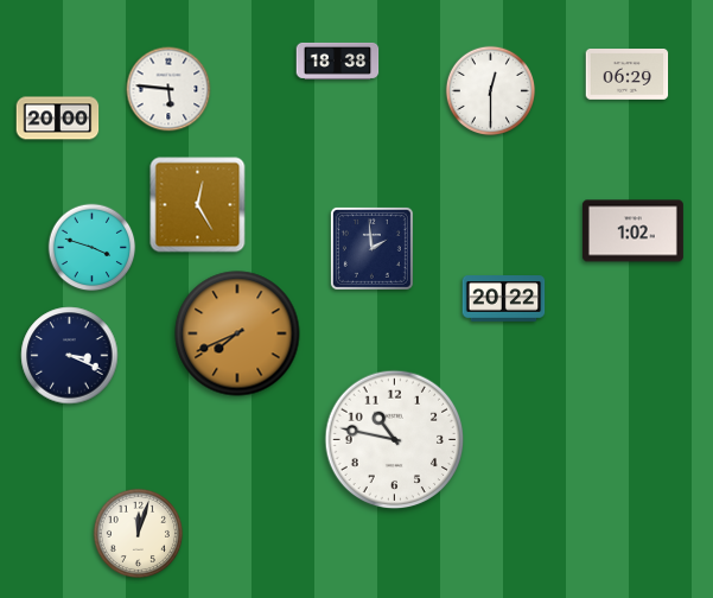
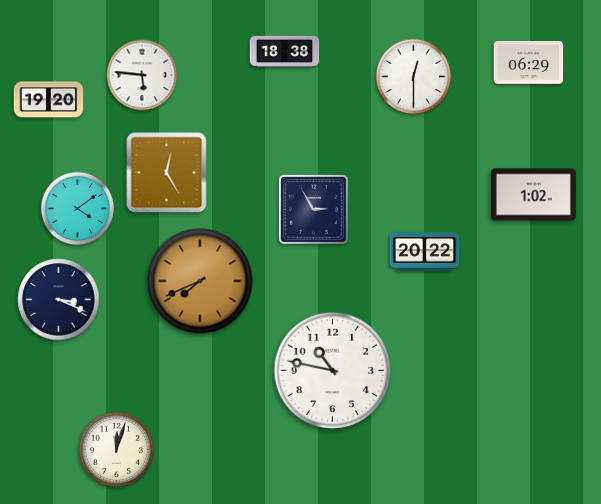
clock at (58, 119): 20:00 -> 19:20
clock at (93, 248): 3:48 -> 4:09
clock at (371, 248): 1:59 -> 2:55
